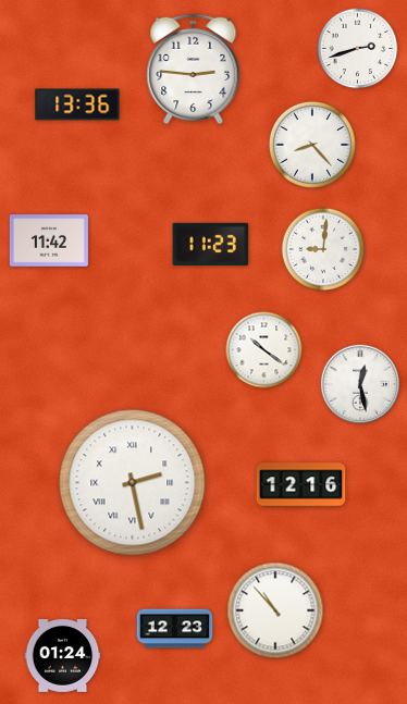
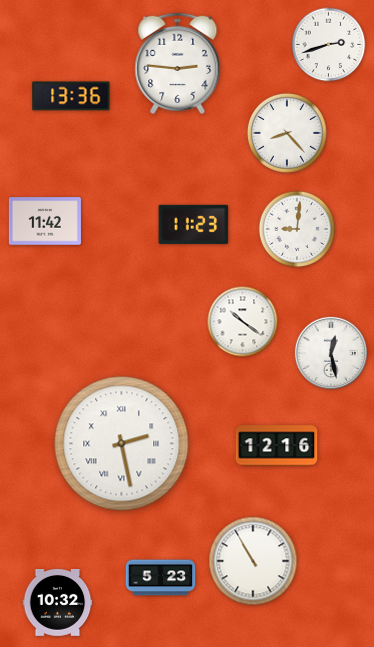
clock at (275, 610): 10:53 -> 10:55
clock at (175, 629): 12:23 -> 5:23
clock at (63, 656): 01:24 -> 10:32
